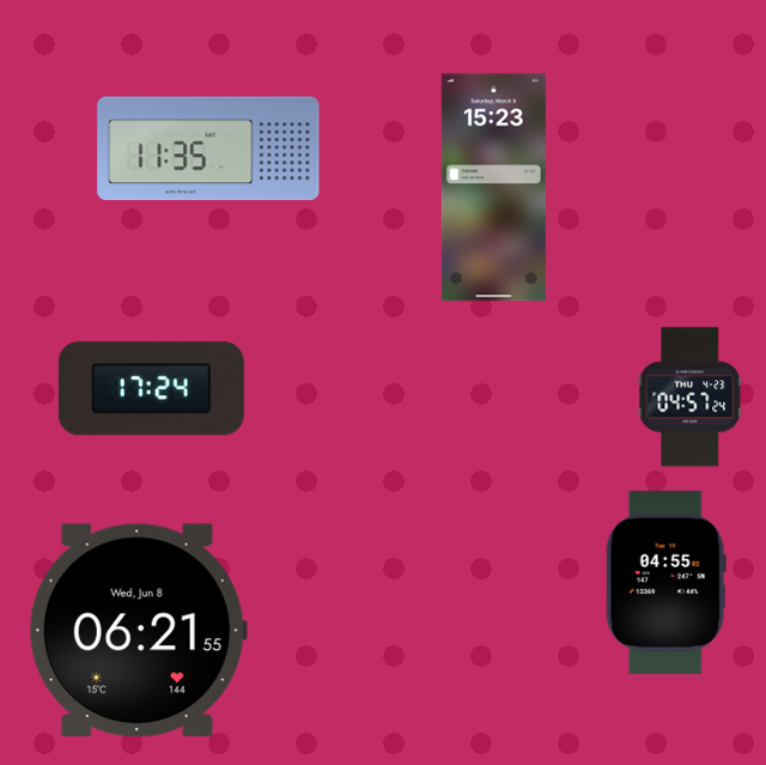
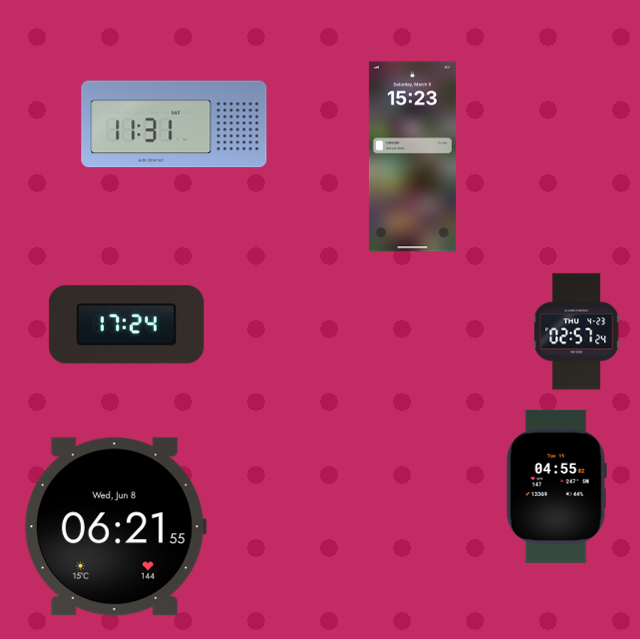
clock at (208, 148): 11:35 -> 11:31
clock at (691, 397): 04:57 -> 02:57
